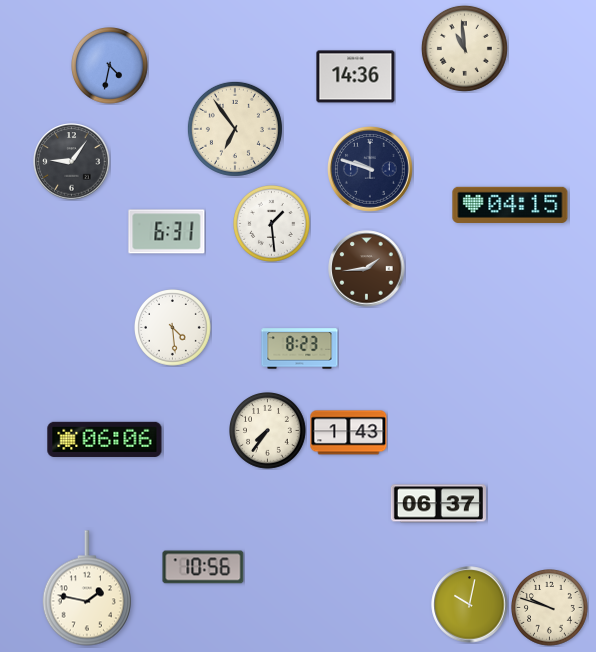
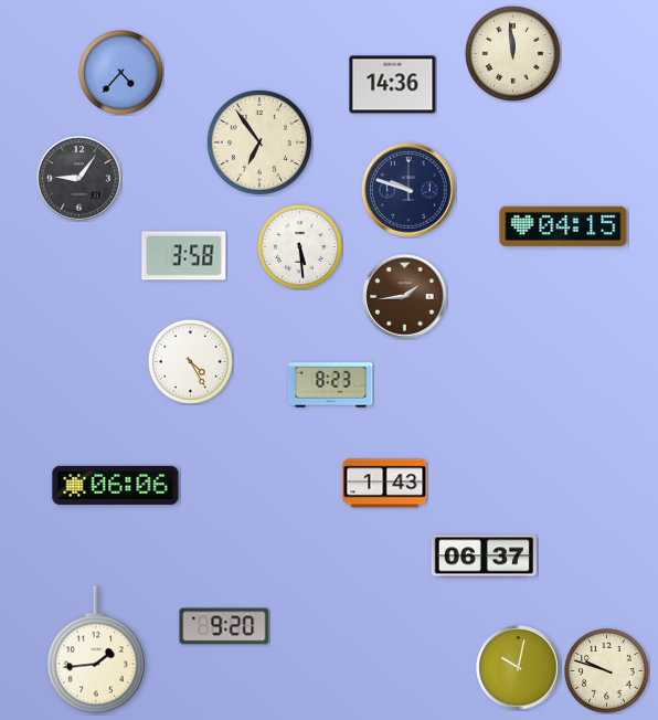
clock at (464, 48): 10:59 -> 11:59
clock at (110, 66): 4:32 -> 4:37
clock at (371, 170) position: (371, 170) -> (410, 191)
clock at (272, 224): 1:29 -> 5:29
clock at (167, 232): 6:31 -> 3:58
clock at (173, 328): 4:29 -> 4:25
clock at (268, 431): 7:36 -> none
clock at (349, 433) position: (349, 433) -> (385, 484)
clock at (203, 567): 10:56 -> 9:20
clock at (87, 588): 1:47 -> 1:44
